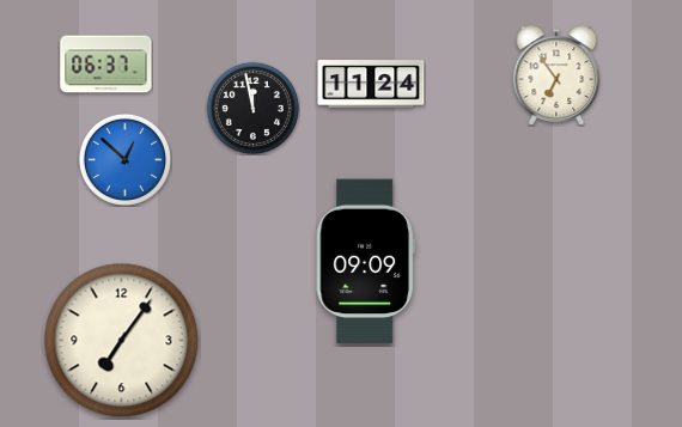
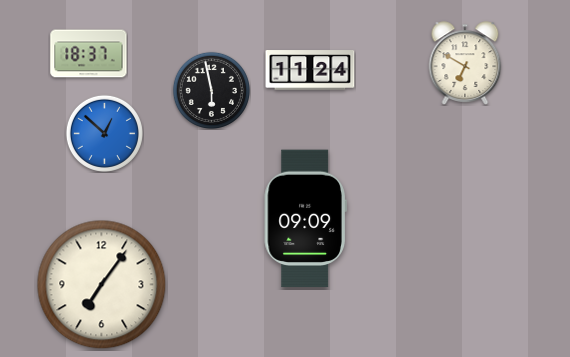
clock at (106, 65): 06:37 -> 18:37
clock at (556, 75): 6:54 -> 6:50
clock at (252, 108): 11:58 -> 5:58
